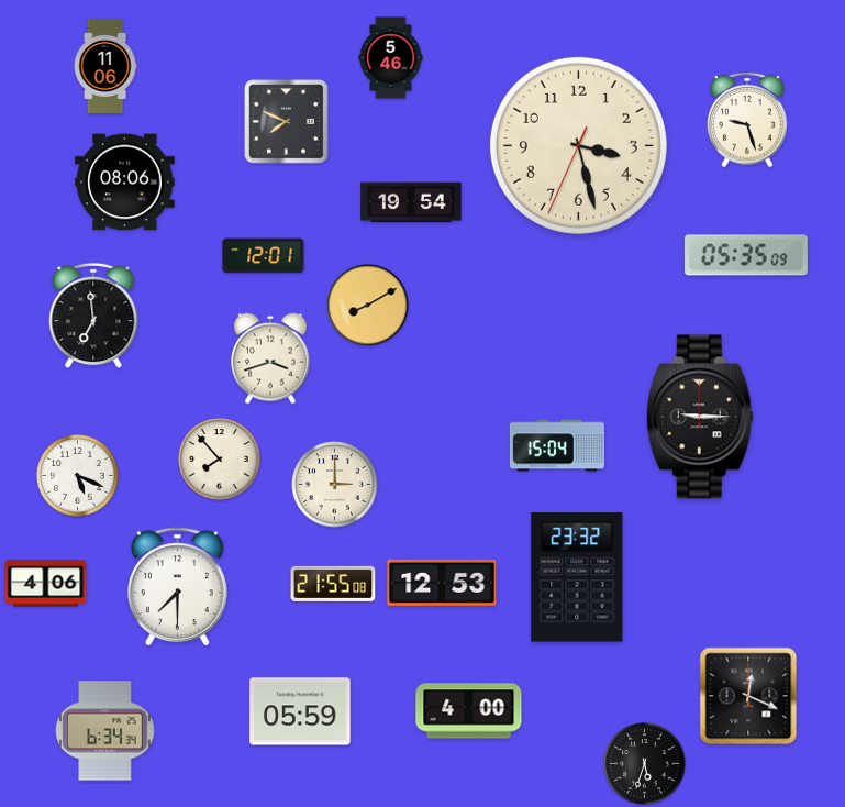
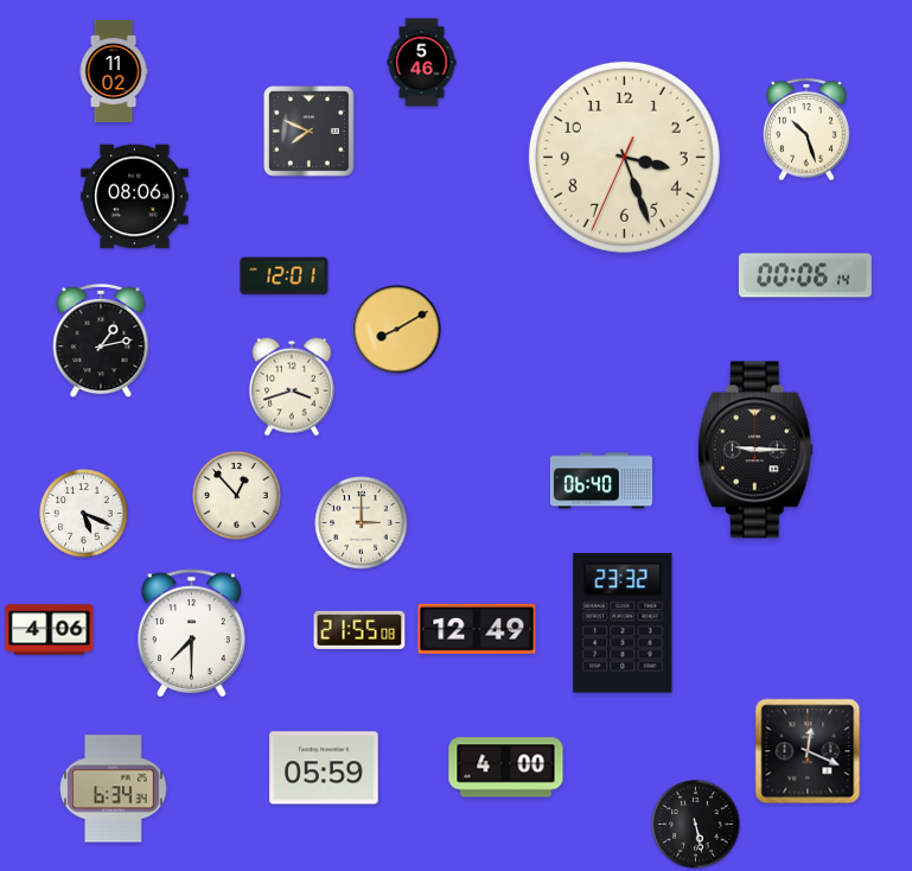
clock at (105, 66): 11:06 -> 11:02
clock at (747, 120): 9:27 -> 10:27
clock at (578, 145): 3:27 -> 3:26
clock at (411, 202): 19:54 -> none
clock at (746, 255): 05:35 -> 00:06
clock at (93, 316): 6:59 -> 1:13
clock at (557, 445): 15:04 -> 06:40
clock at (220, 460): 7:53 -> 12:53
clock at (442, 583): 12:53 -> 12:49
clock at (645, 764): 5:33 -> 5:28
